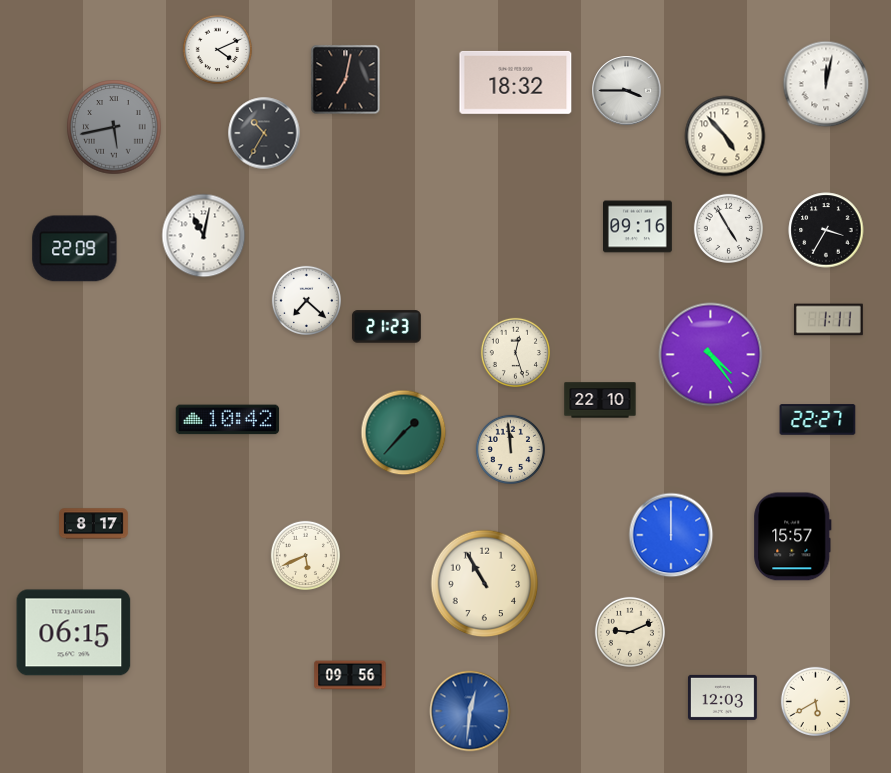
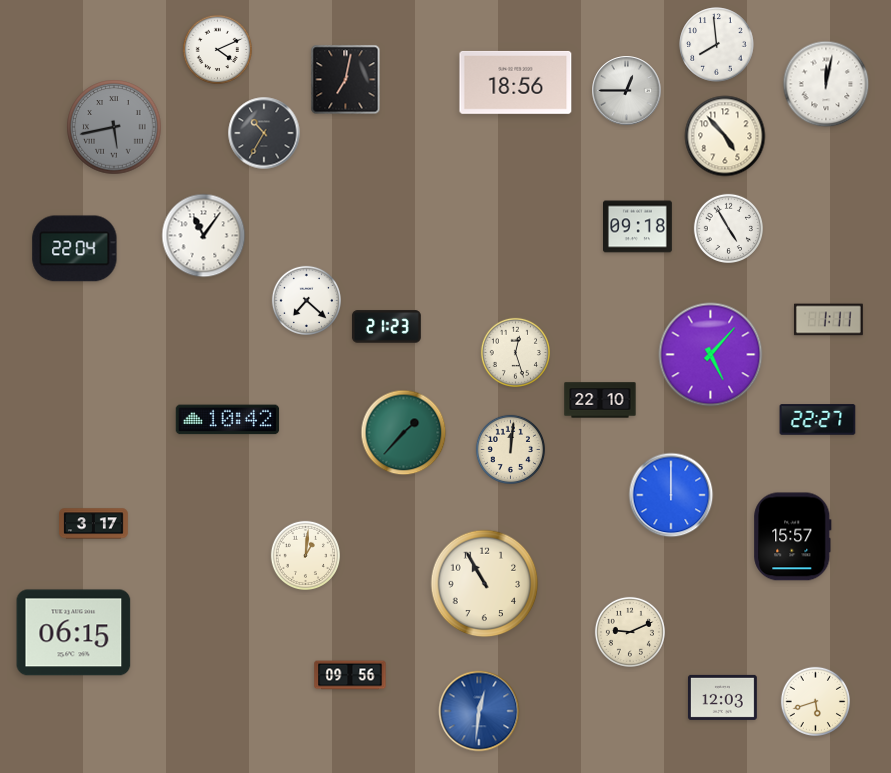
clock at (717, 45): none -> 7:59
clock at (516, 82): 18:32 -> 18:56
clock at (627, 91): 3:45 -> 12:45
clock at (638, 227): 09:16 -> 09:18
clock at (826, 230): 3:35 -> none
clock at (204, 236): 11:02 -> 11:06
clock at (75, 249): 22:09 -> 22:04
clock at (711, 355): 4:24 -> 5:07
clock at (510, 449): 11:59 -> 12:01
clock at (94, 524): 8:17 -> 3:17
clock at (671, 535) position: (671, 535) -> (671, 495)
clock at (305, 555): 5:41 -> 1:01
clock at (815, 701): 5:40 -> 5:42
clock at (470, 711) position: (470, 711) -> (479, 711)
